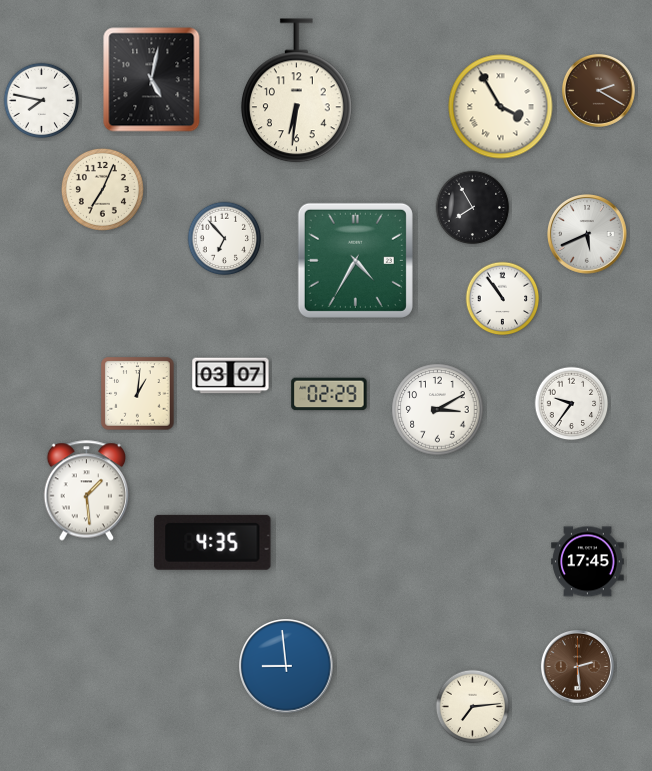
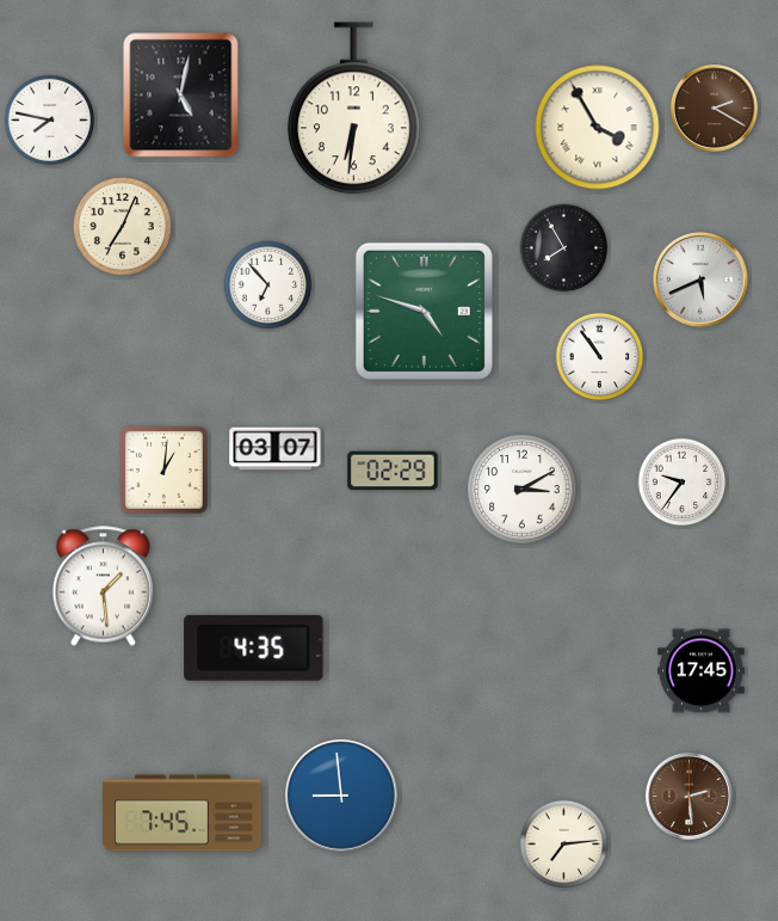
clock at (355, 260): 4:35 -> 4:48
clock at (183, 813): none -> 7:45
